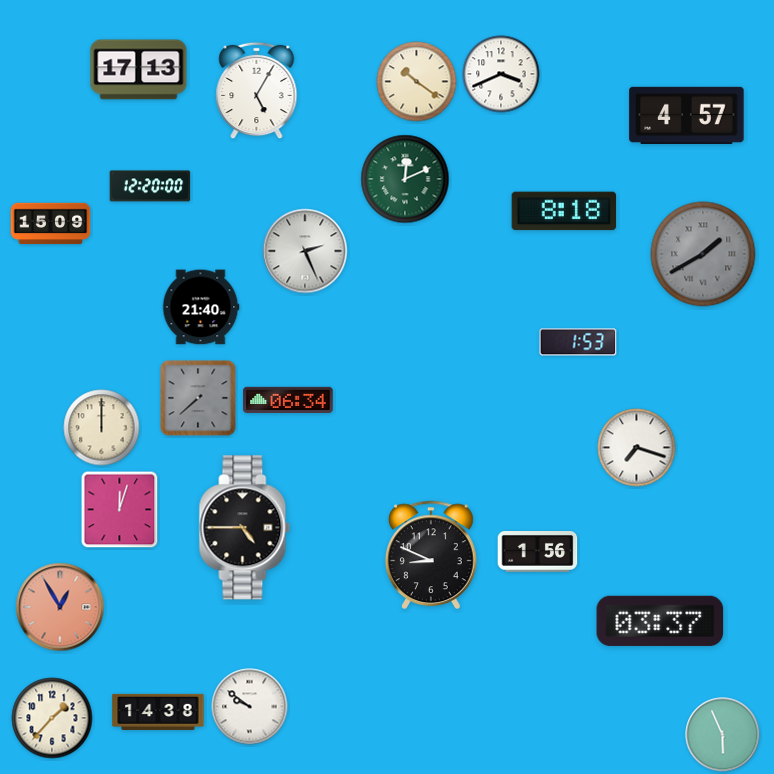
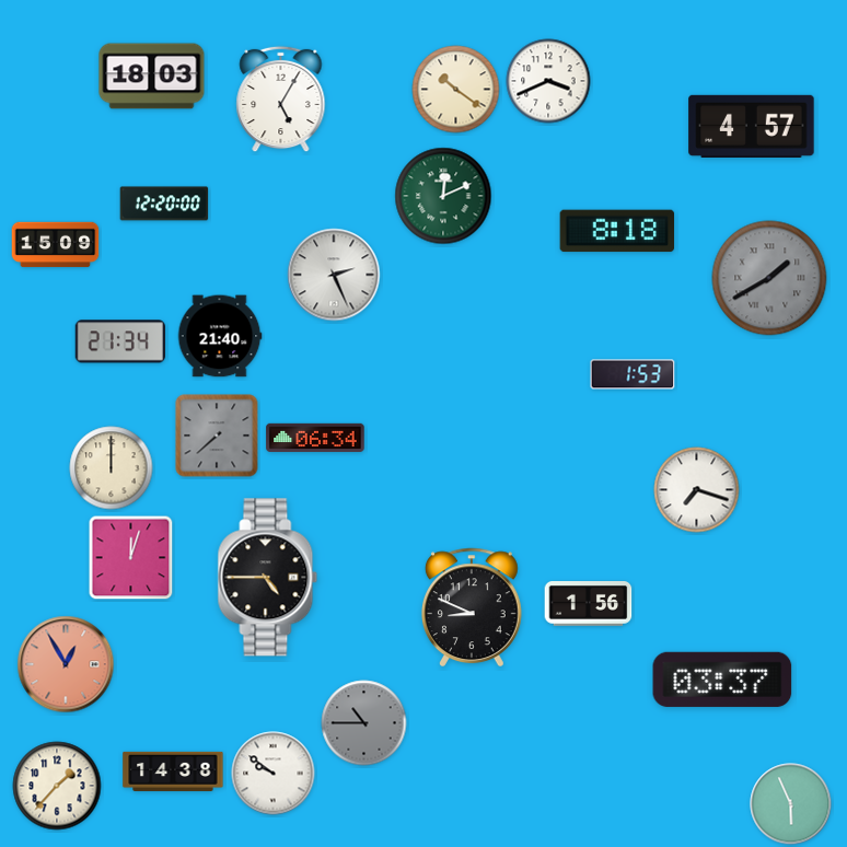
clock at (139, 70): 17:13 -> 18:03
clock at (120, 341): none -> 21:34
clock at (364, 723): none -> 10:45
clock at (158, 712) position: (158, 712) -> (173, 771)
